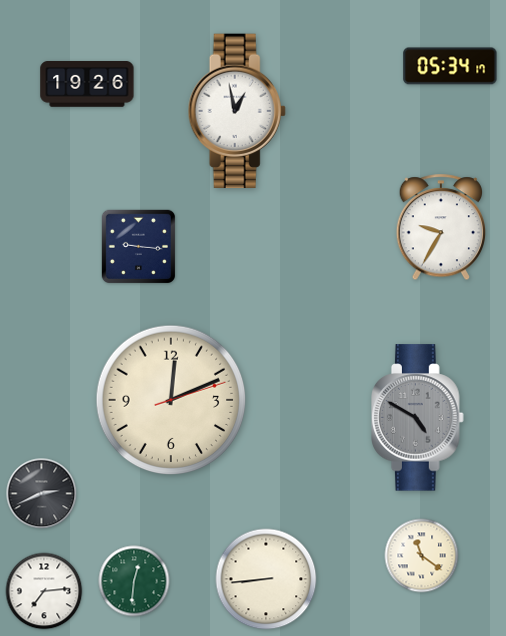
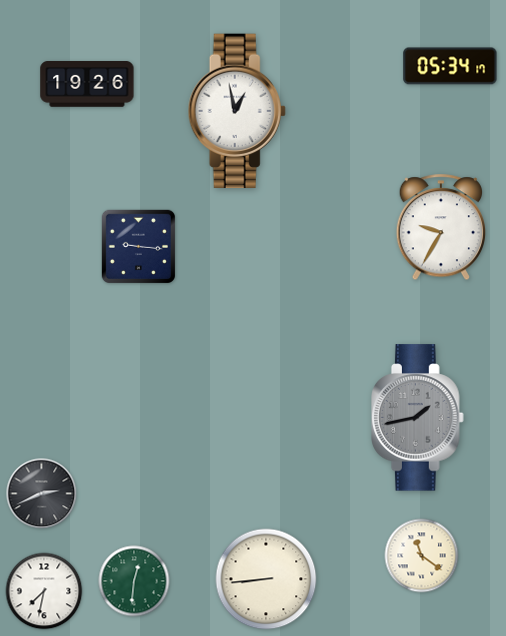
clock at (171, 400): 12:11 -> none
clock at (418, 418): 4:50 -> 1:43
clock at (44, 591): 7:14 -> 7:32
